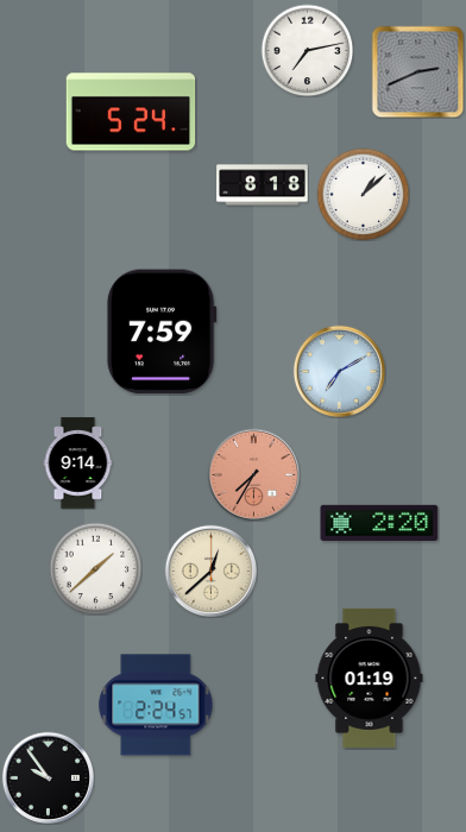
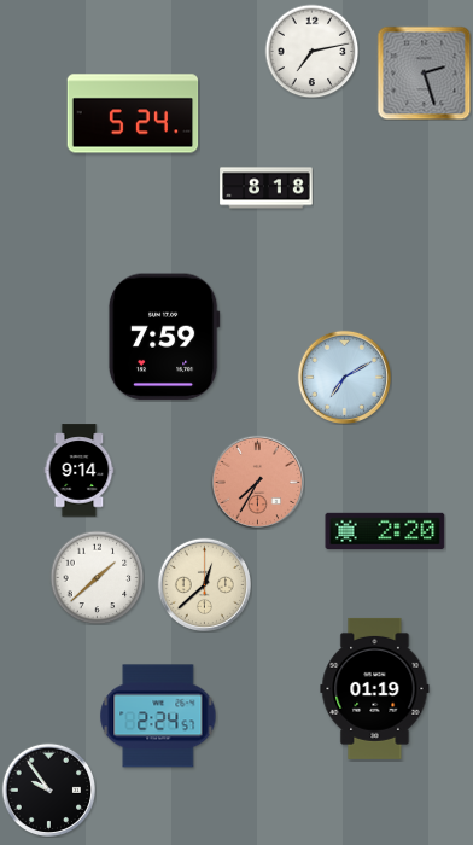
clock at (417, 71): 2:41 -> 2:27
clock at (363, 194): 1:08 -> none
clock at (210, 571) position: (210, 571) -> (204, 584)
